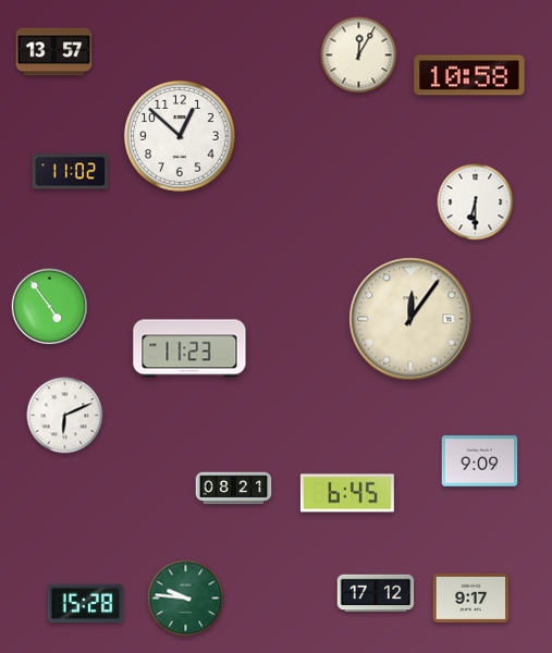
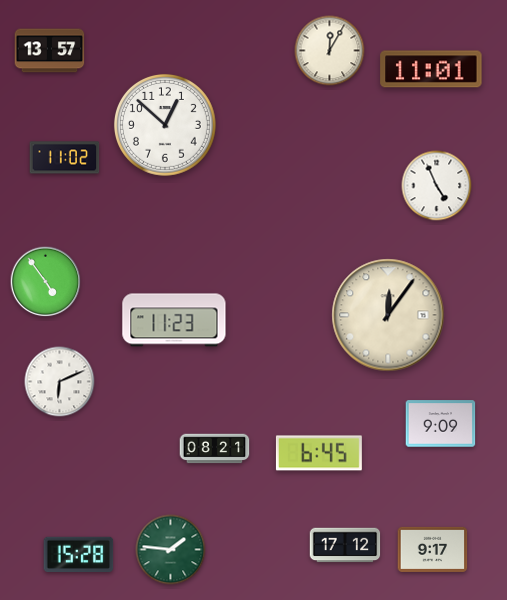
clock at (54, 52) position: (54, 52) -> (50, 51)
clock at (469, 75): 10:58 -> 11:01
clock at (476, 202): 6:30 -> 4:56
clock at (410, 319) position: (410, 319) -> (388, 315)
clock at (186, 599): 9:46 -> 1:46
